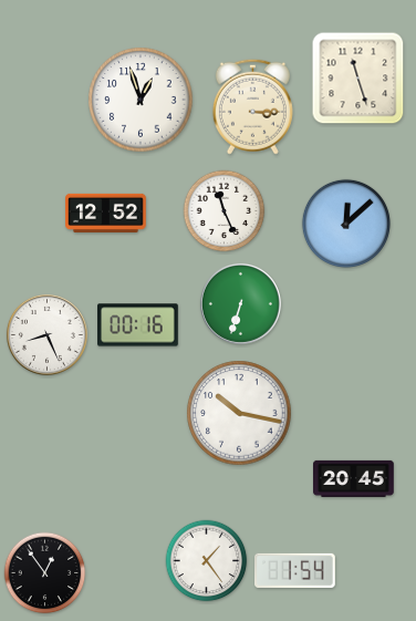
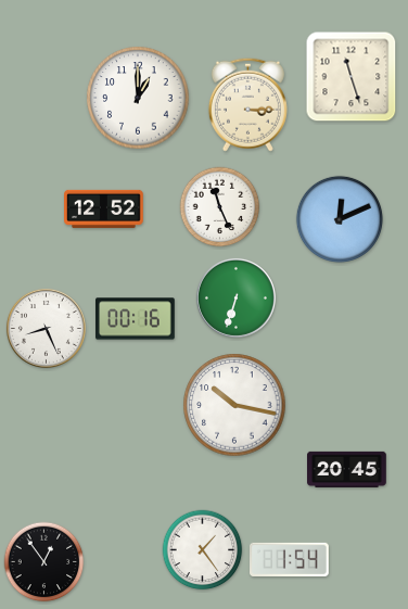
clock at (141, 100): 12:57 -> 1:00
clock at (346, 224): 12:08 -> 12:11
